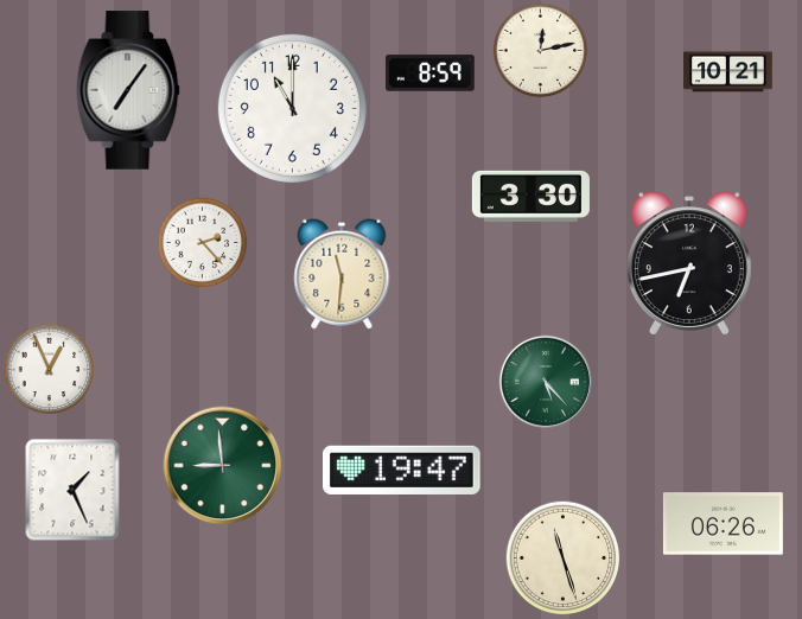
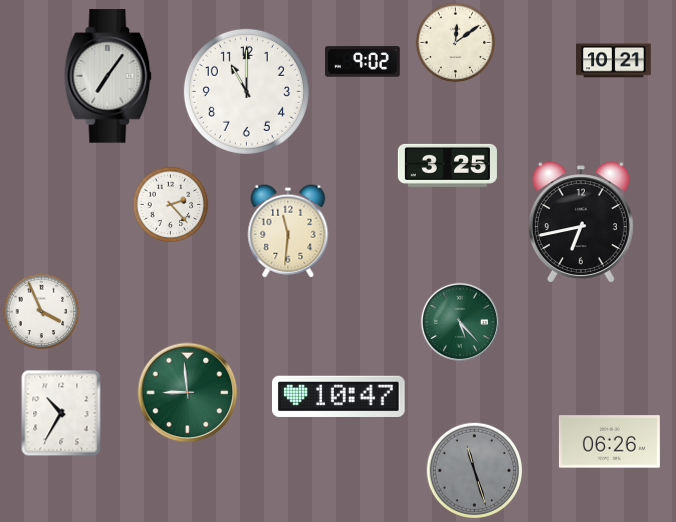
clock at (541, 51): 12:13 -> 12:09
clock at (431, 74): 8:59 -> 9:02
clock at (530, 196): 3:30 -> 3:25
clock at (50, 370): 12:56 -> 3:56
clock at (402, 470): 19:47 -> 10:47
clock at (72, 490): 1:26 -> 10:35
clock at (564, 559) dial: cream -> grey
